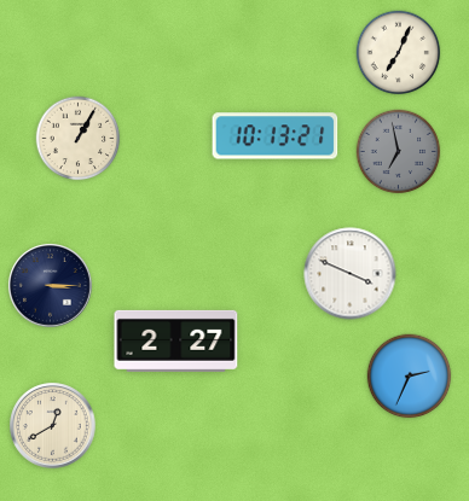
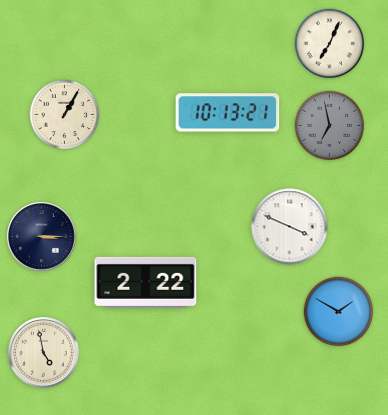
clock at (176, 340): 2:27 -> 2:22
clock at (410, 377): 2:34 -> 1:50
clock at (53, 426): 12:40 -> 4:58
